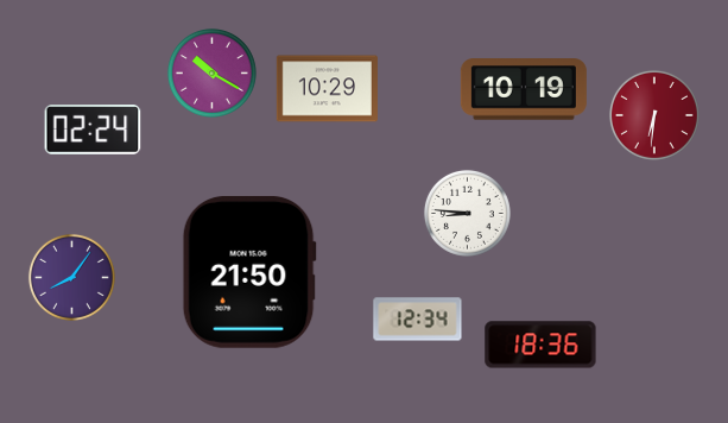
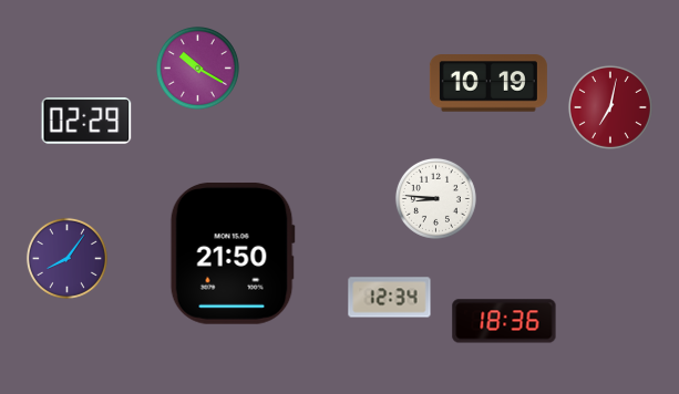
clock at (327, 89): 10:29 -> none
clock at (654, 115): 6:31 -> 7:02
clock at (93, 130): 02:24 -> 02:29
